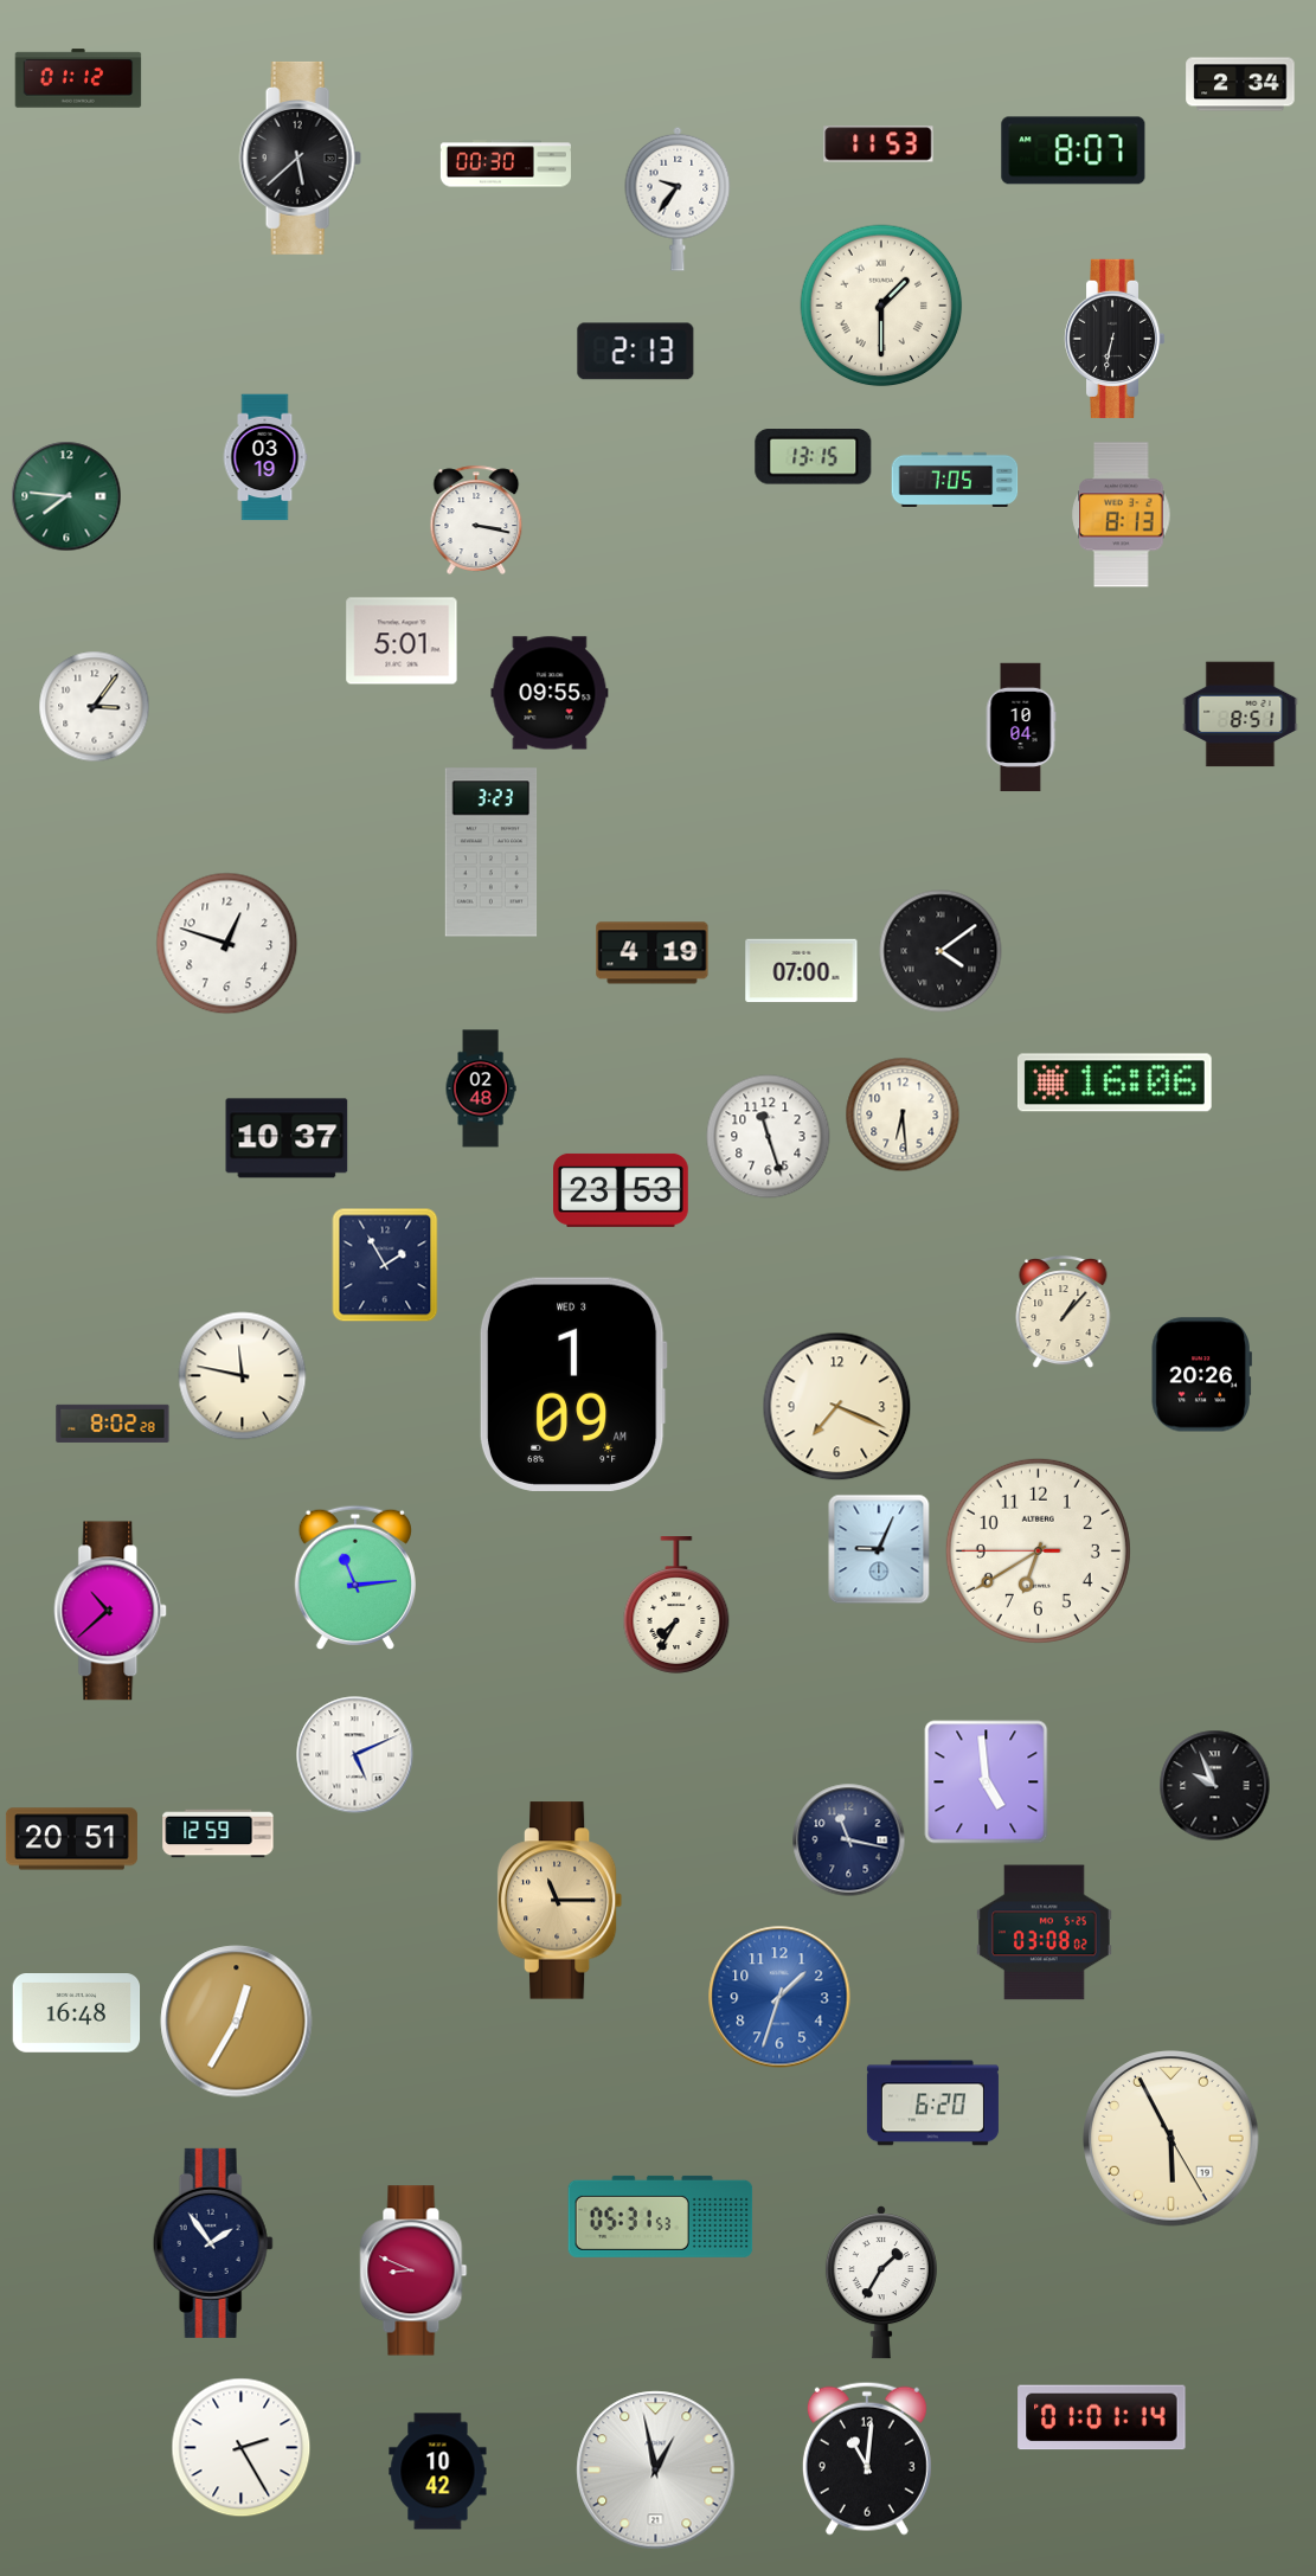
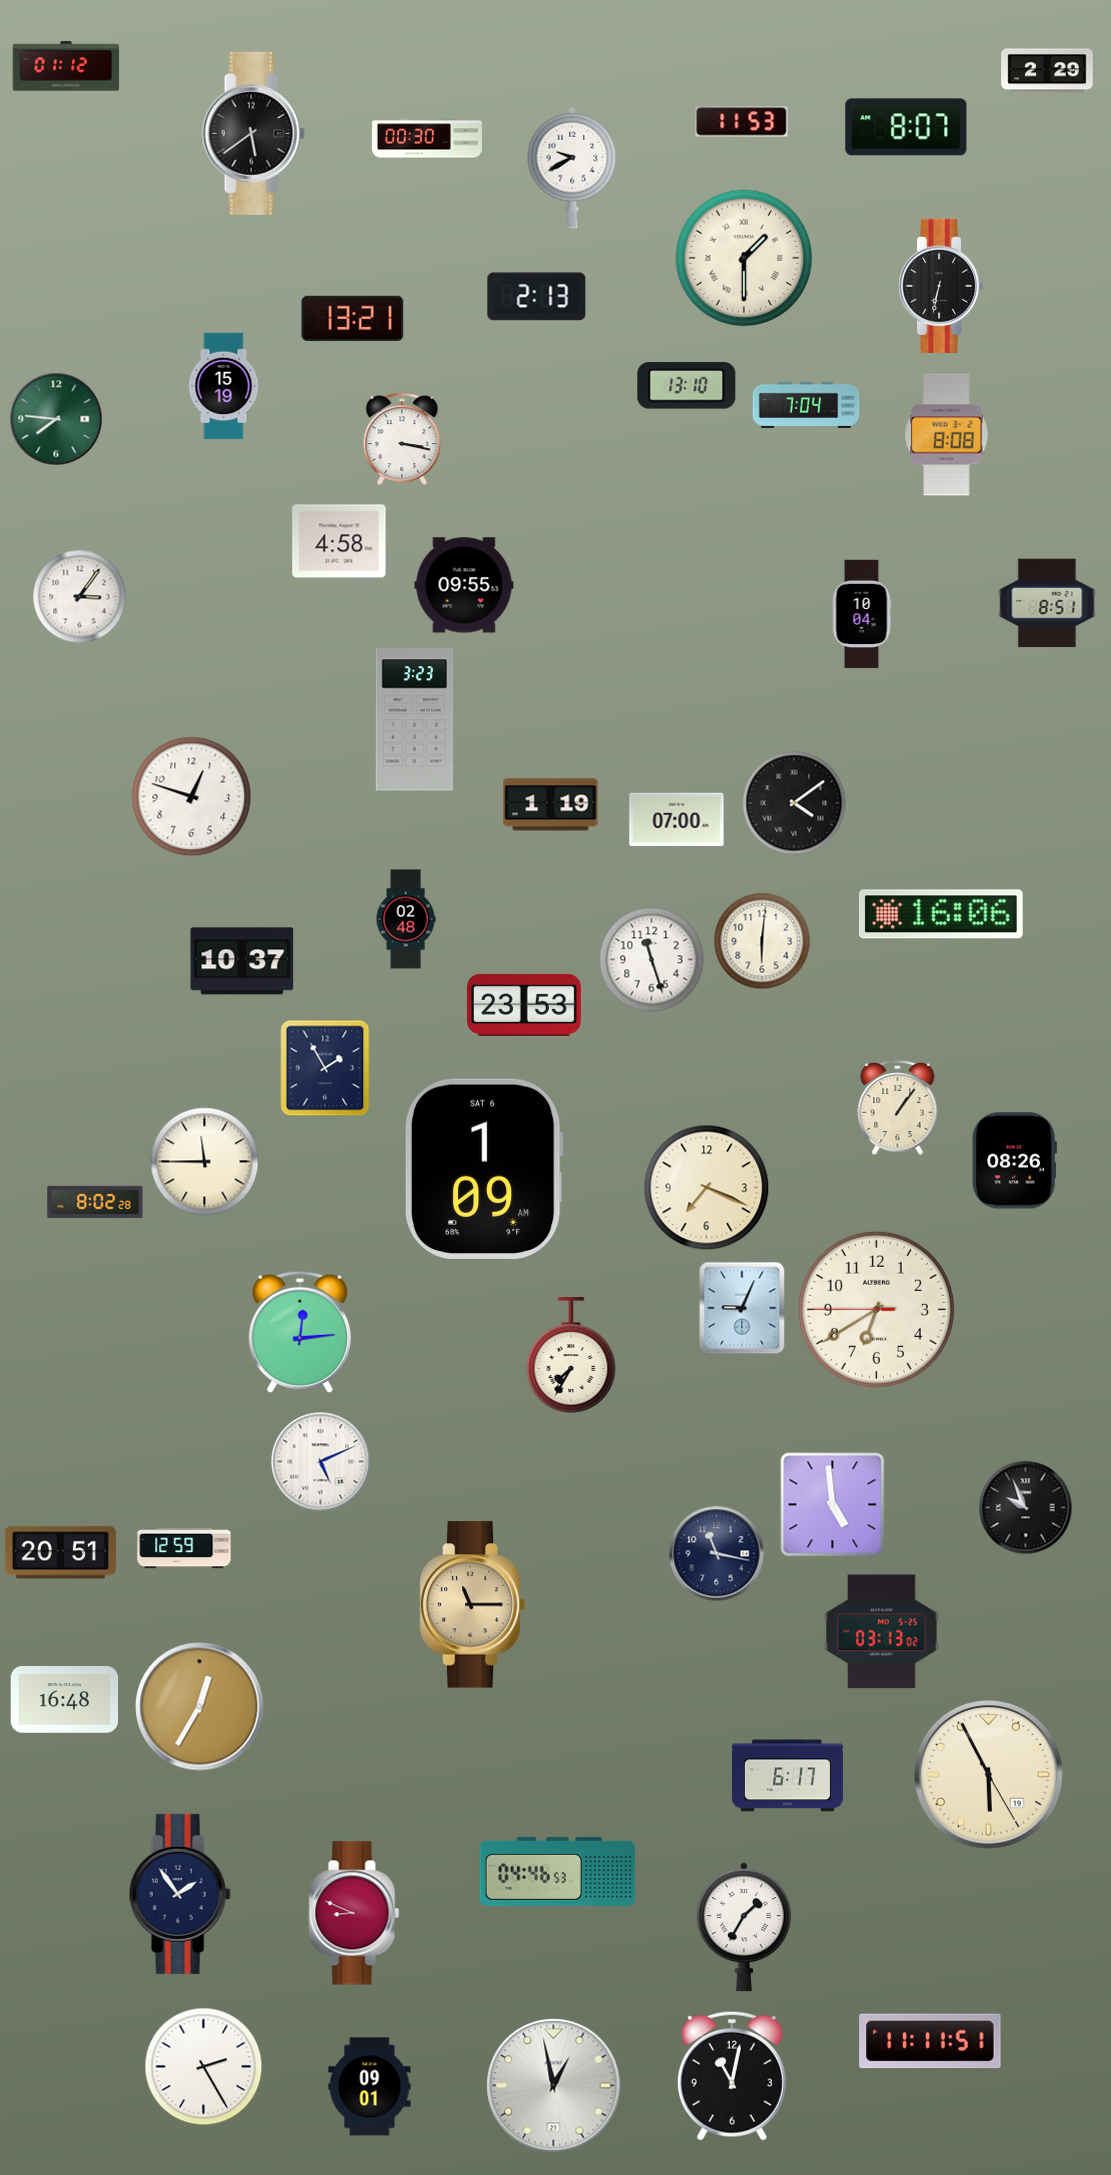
clock at (1240, 84): 2:34 -> 2:29
clock at (300, 158): 5:38 -> 5:39
clock at (678, 199): 9:36 -> 9:40
clock at (353, 318): none -> 13:21
clock at (265, 457): 03:19 -> 15:19
clock at (814, 457): 13:15 -> 13:10
clock at (955, 480): 7:05 -> 7:04
clock at (1122, 515): 8:13 -> 8:08
clock at (402, 641): 5:01 -> 4:58
clock at (653, 953): 4:19 -> 1:19
clock at (903, 1114): 6:29 -> 6:01
clock at (769, 1137) position: (769, 1137) -> (652, 960)
clock at (1064, 1312): 1:07 -> 1:06
clock at (1201, 1375): 20:26 -> 08:26
clock at (243, 1376): 11:47 -> 11:45
clock at (573, 1385) date: WED 3 -> SAT 6
clock at (355, 1578): 11:14 -> 12:14
clock at (111, 1611): 10:38 -> none
clock at (355, 1755) position: (355, 1755) -> (321, 1462)
clock at (1045, 1933): 03:08 -> 03:13
clock at (779, 1997): 1:33 -> none
clock at (932, 2103): 6:20 -> 6:17
clock at (1171, 2139) position: (1171, 2139) -> (989, 1775)
clock at (661, 2216): 05:31 -> 04:46
clock at (413, 2270) position: (413, 2270) -> (354, 1913)
clock at (1102, 2417): 01:01 -> 11:11
clock at (867, 2459): 11:01 -> 11:02
clock at (438, 2472): 10:42 -> 09:01
